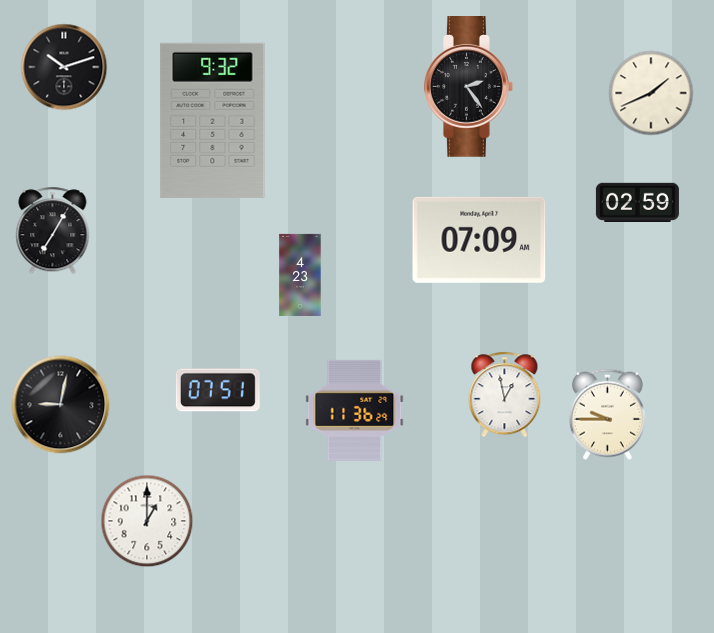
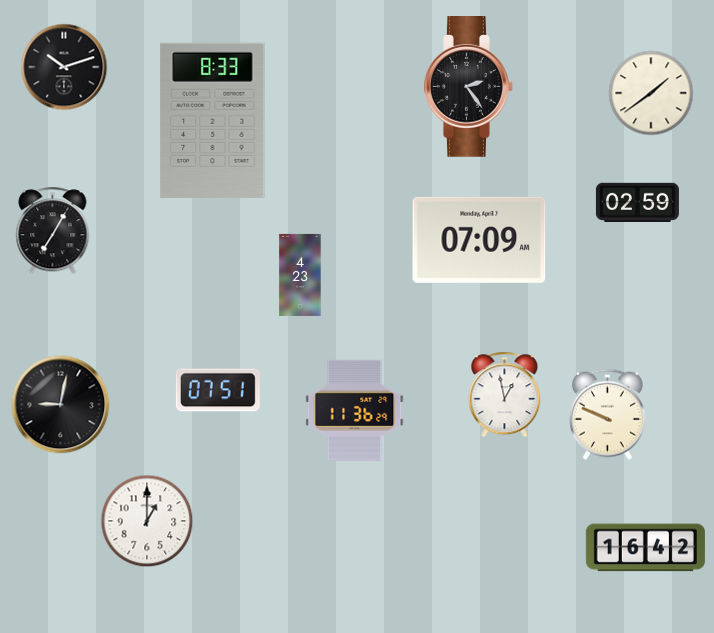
clock at (651, 93): 1:41 -> 1:39
clock at (213, 120): 9:32 -> 8:33
clock at (607, 414): 9:45 -> 9:49
clock at (645, 548): none -> 16:42
